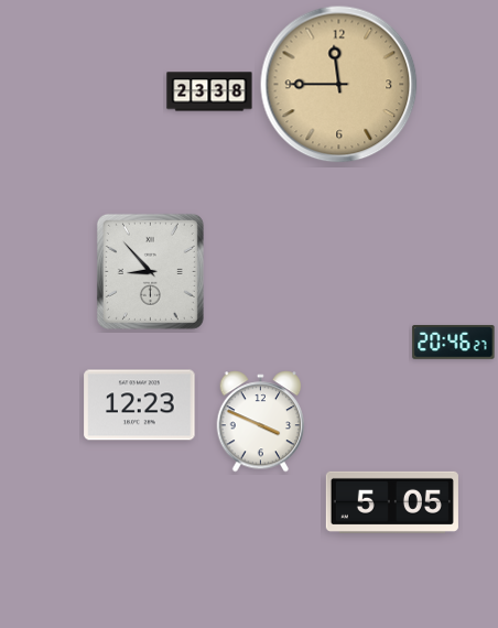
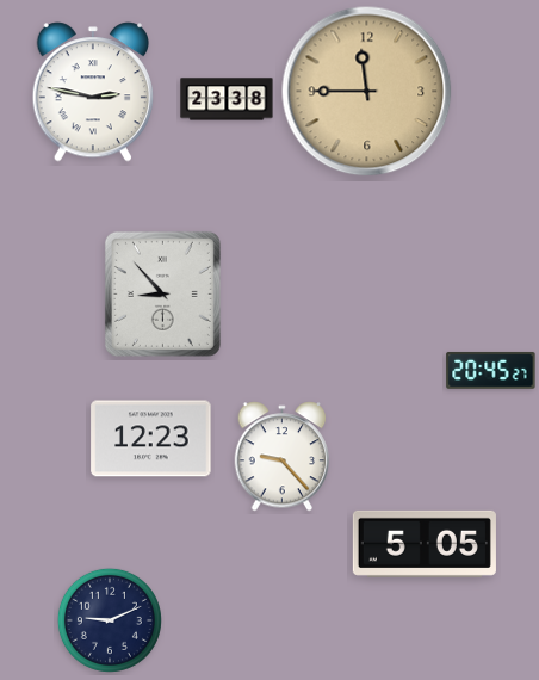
clock at (92, 92): none -> 2:47
clock at (454, 342): 20:46 -> 20:45
clock at (261, 422): 3:49 -> 9:23
clock at (110, 620): none -> 9:11
